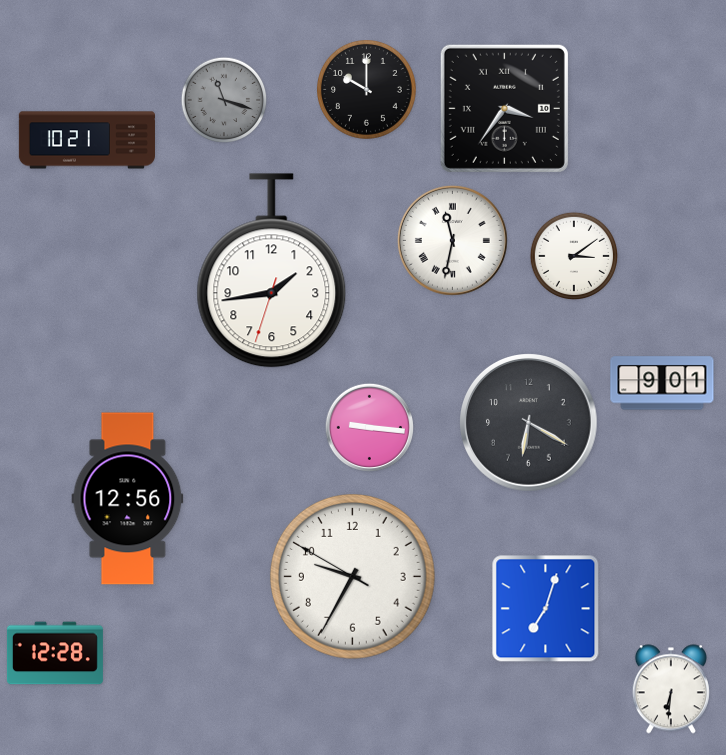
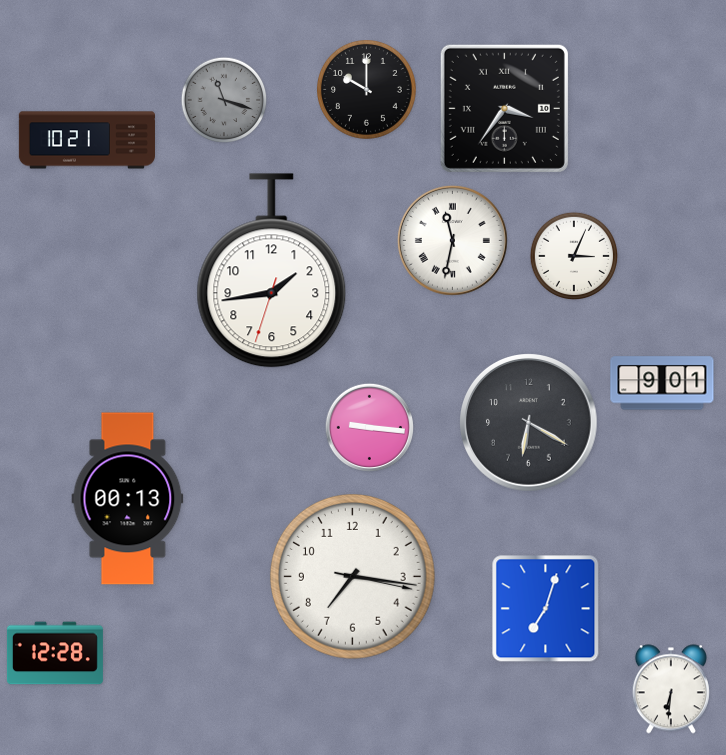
clock at (573, 255): 3:09 -> 3:04
clock at (128, 499): 12:56 -> 00:13
clock at (352, 576): 9:34 -> 7:16
